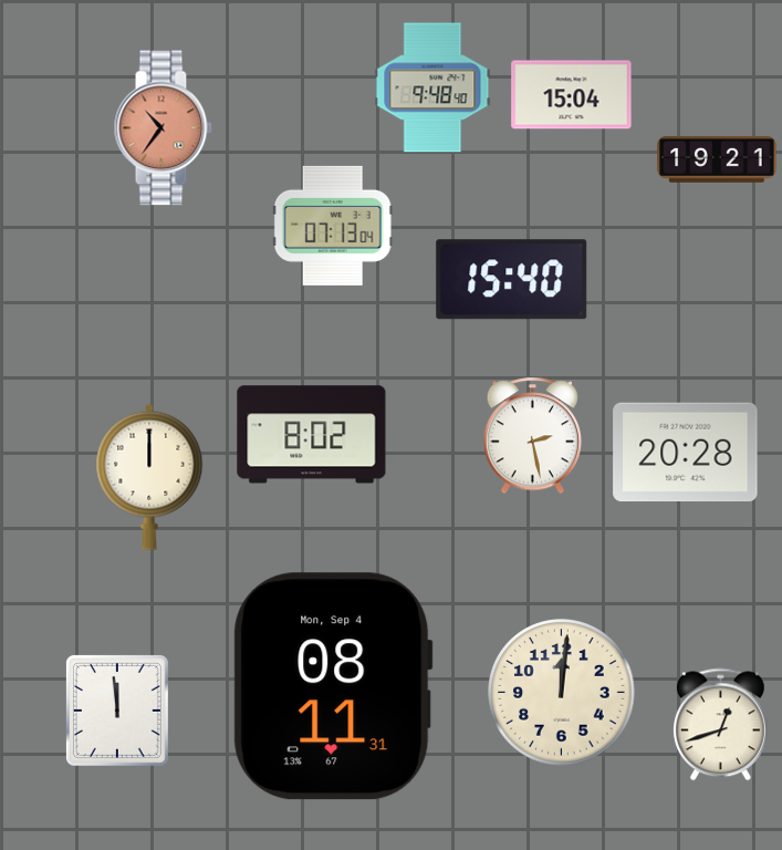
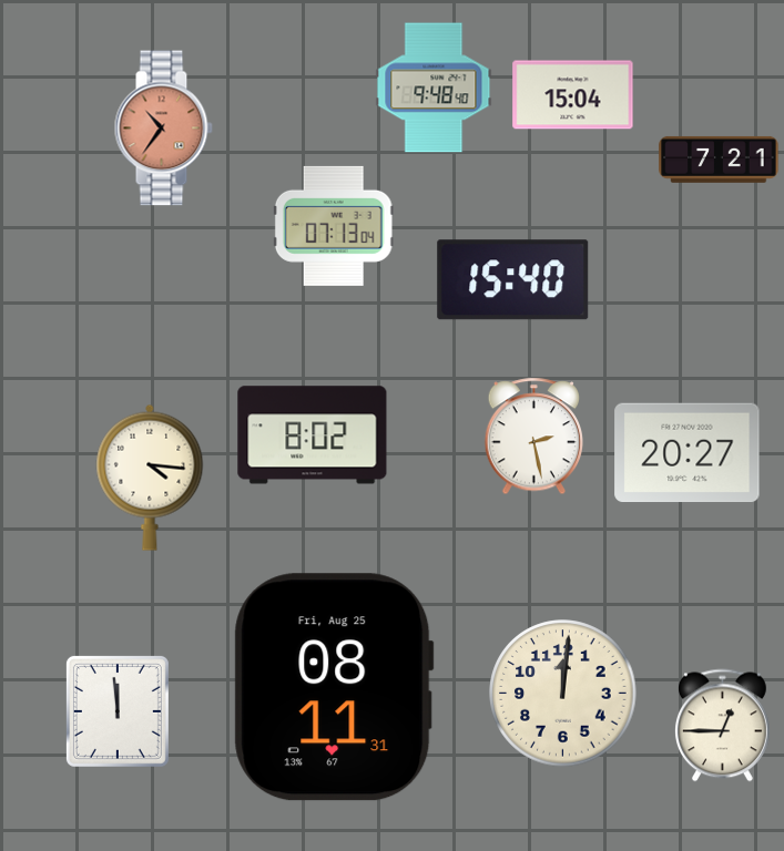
clock at (717, 159): 19:21 -> 7:21
clock at (686, 453): 20:28 -> 20:27
clock at (149, 477): 12:00 -> 4:16
clock at (333, 686) date: Mon, Sep 4 -> Fri, Aug 25
clock at (720, 725): 12:42 -> 12:45
